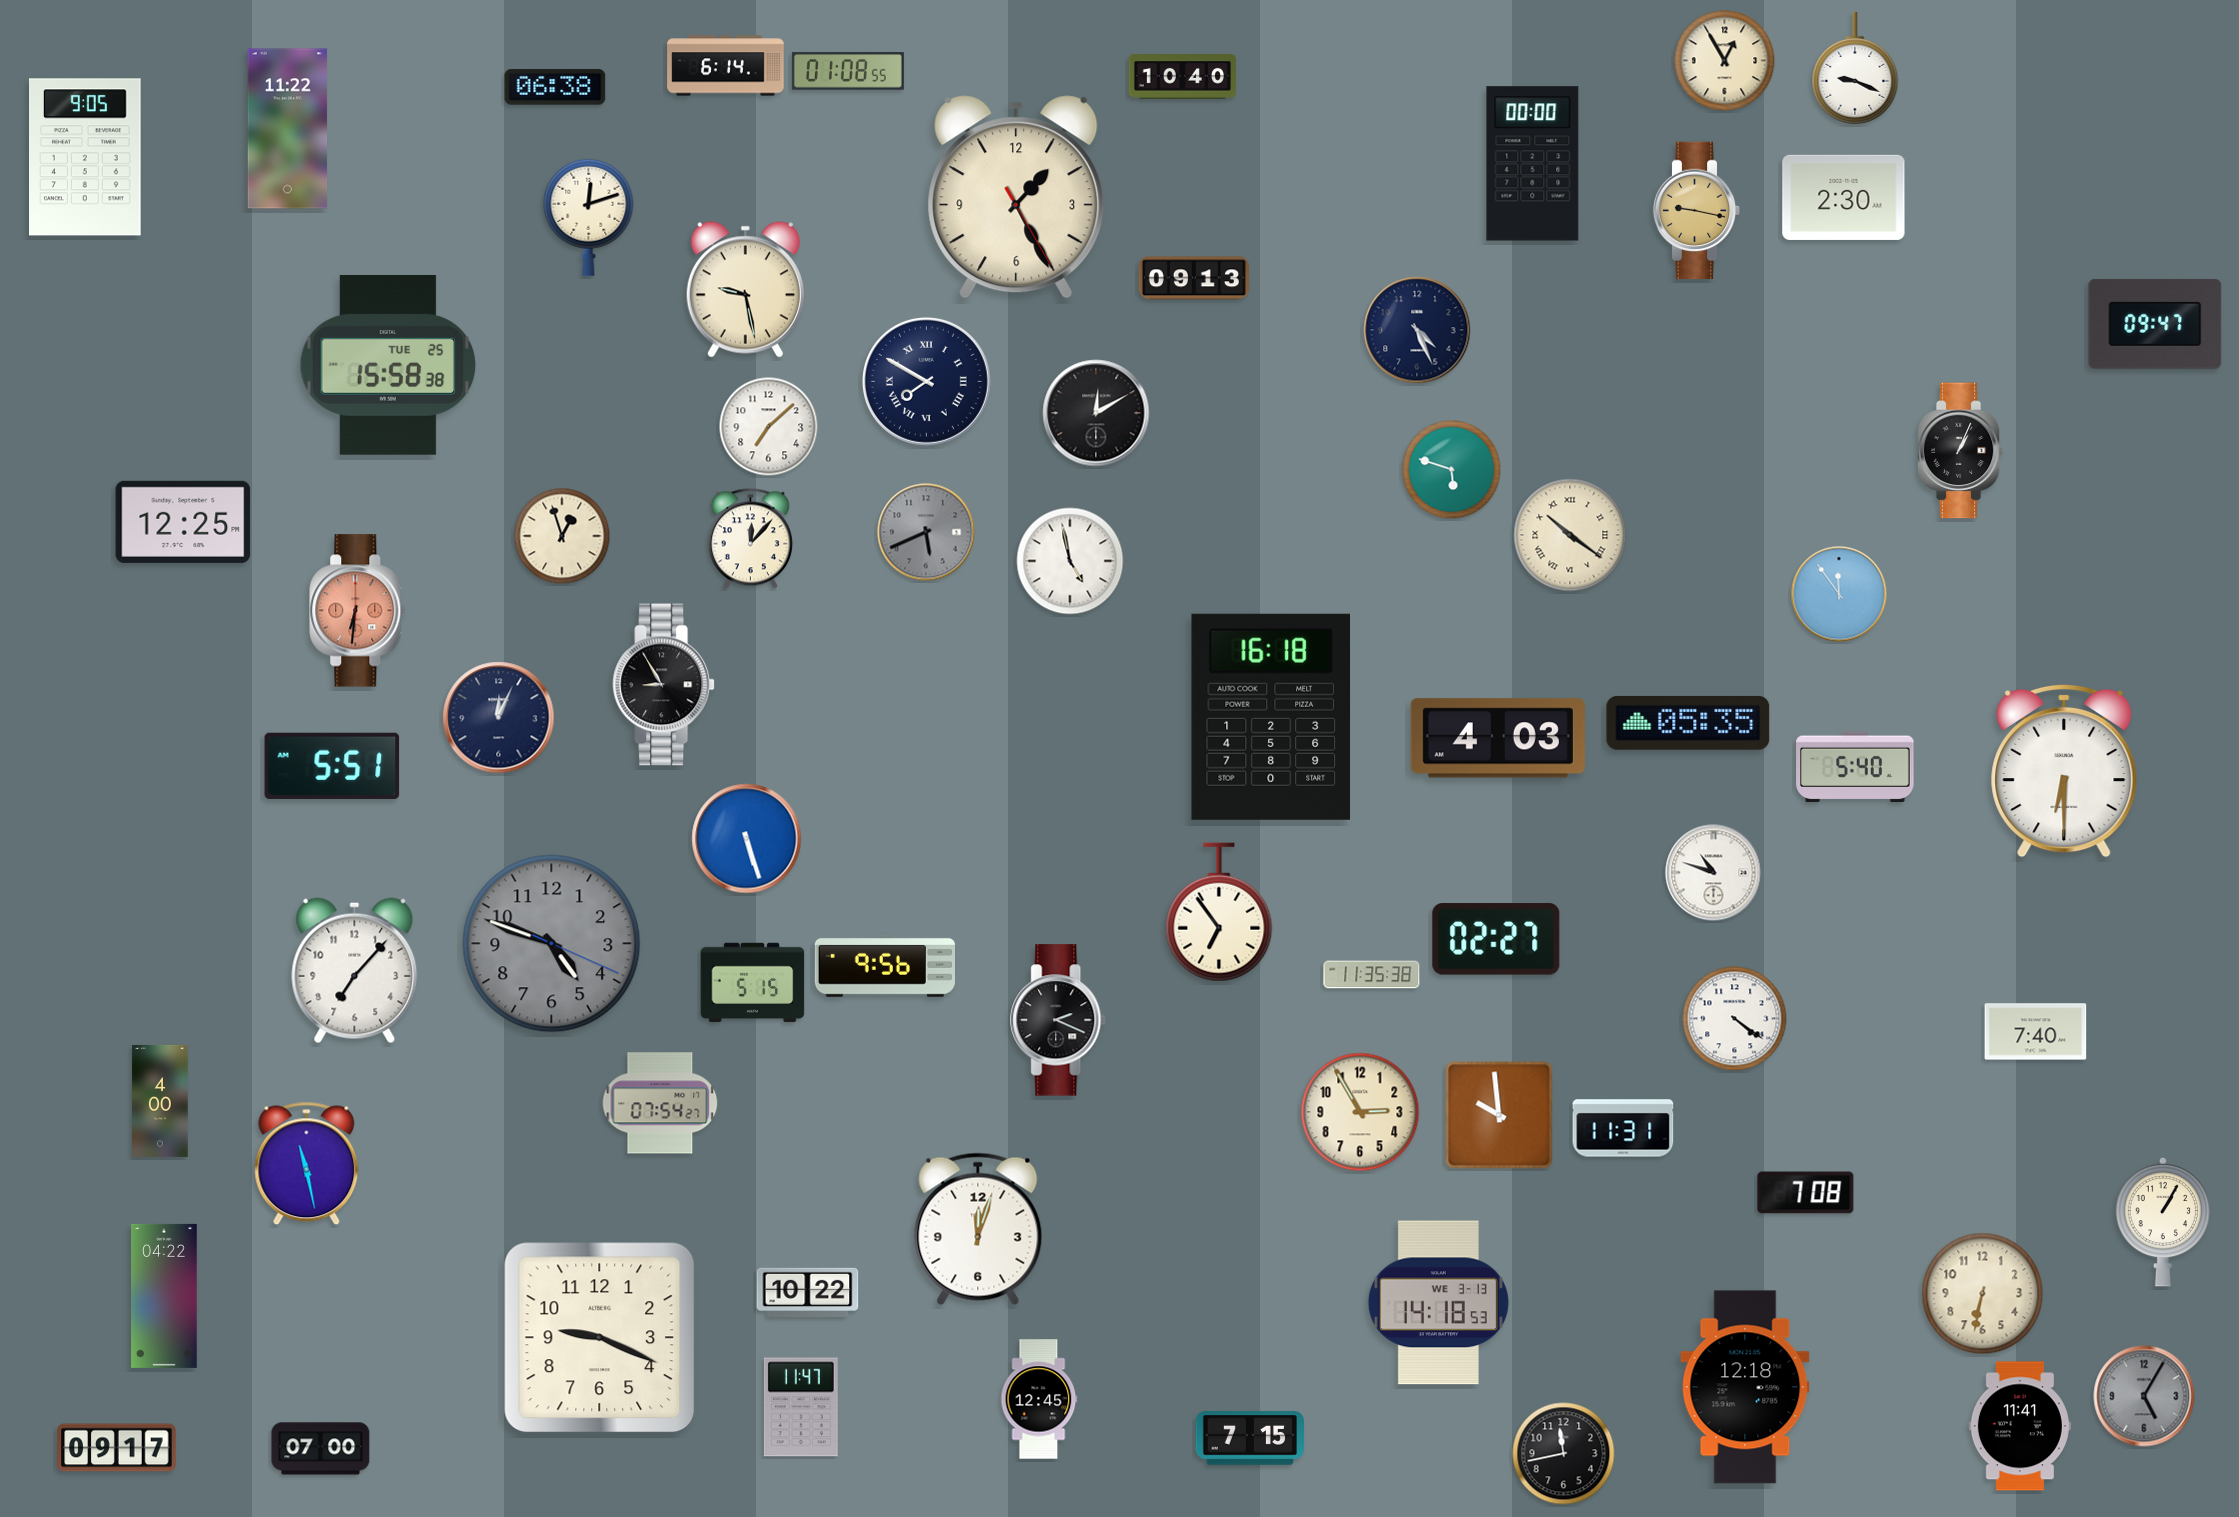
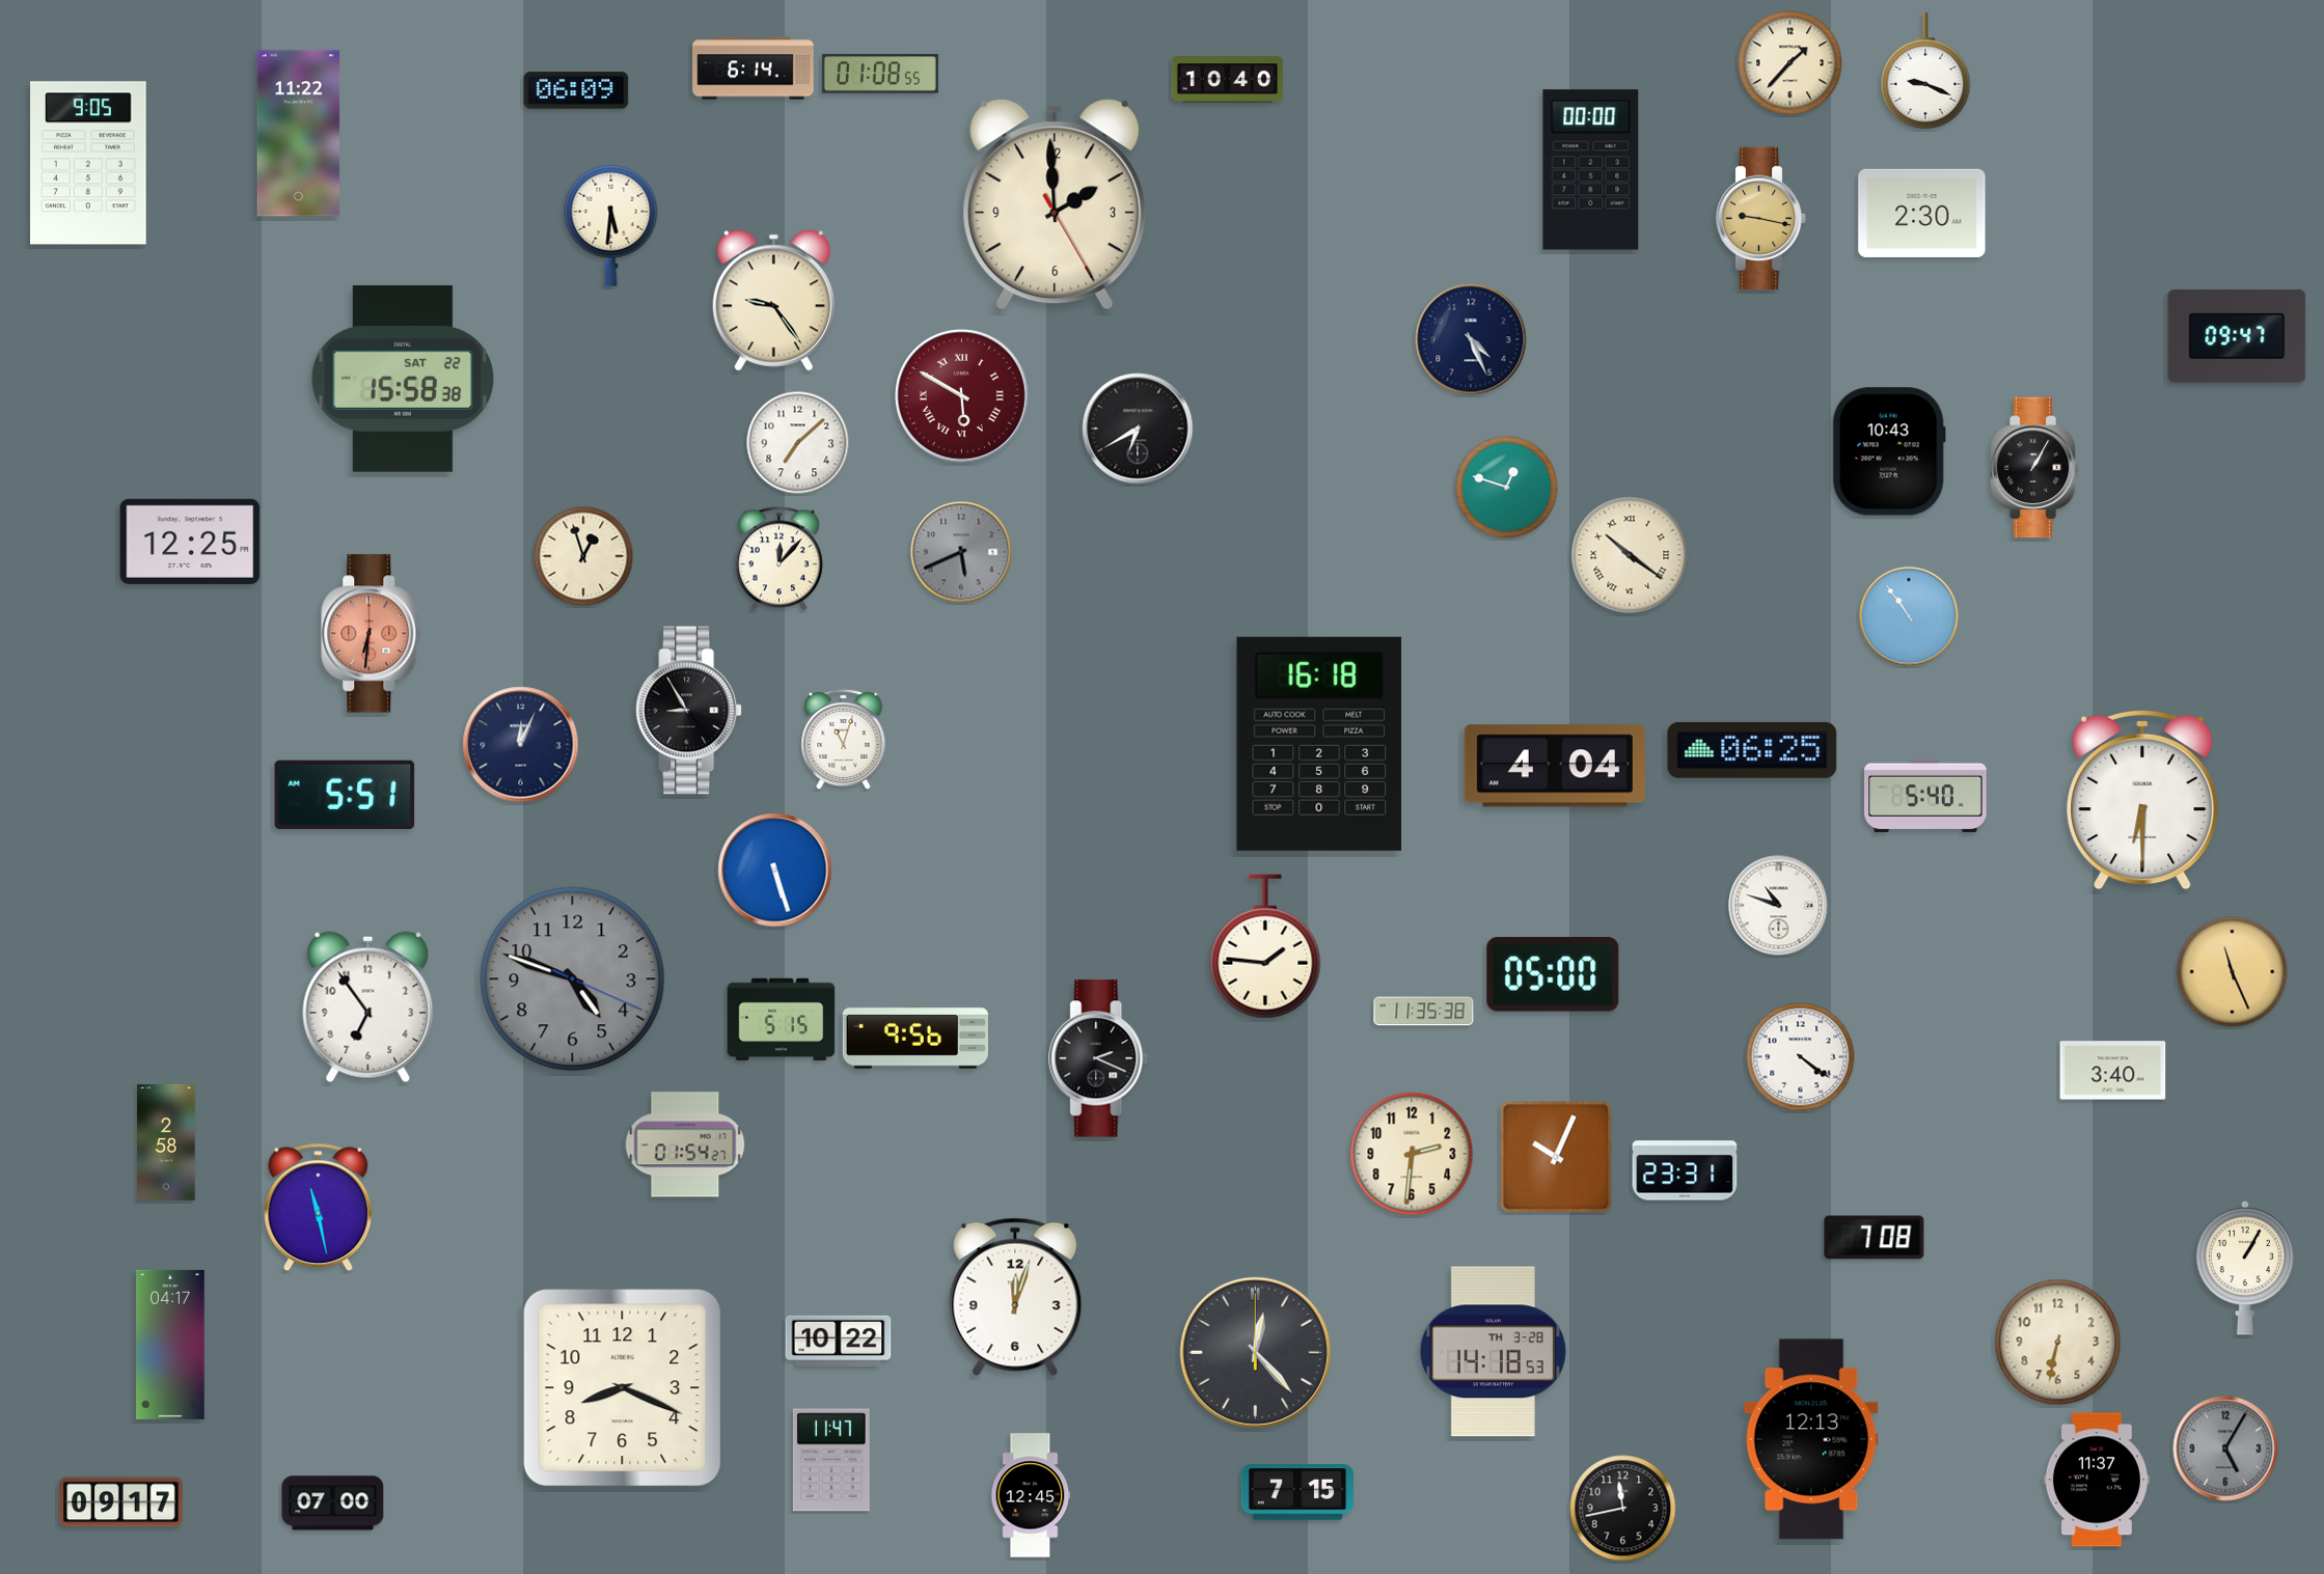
clock at (1725, 61): 12:55 -> 1:37
clock at (555, 87): 06:38 -> 06:09
clock at (1016, 197): 1:25 -> 1:59
clock at (1844, 197) position: (1844, 197) -> (1922, 213)
clock at (589, 217): 12:12 -> 5:31
clock at (1194, 278): 09:13 -> none
clock at (745, 290): 9:28 -> 9:24
clock at (1417, 330) position: (1417, 330) -> (1471, 339)
clock at (388, 365) date: TUE 25 -> SAT 22
clock at (926, 381): 7:50 -> 5:50
clock at (926, 381) dial: navy -> burgundy
clock at (1096, 413): 12:10 -> 6:40
clock at (1889, 451): none -> 10:43
clock at (1960, 451): 1:04 -> 1:05
clock at (1452, 470): 5:48 -> 12:48
clock at (1070, 561): 4:58 -> none
clock at (1839, 594): 11:54 -> 10:54
clock at (844, 740): none -> 11:03
clock at (499, 718) position: (499, 718) -> (521, 745)
clock at (1688, 723): 05:35 -> 06:25
clock at (1498, 738): 4:03 -> 4:04
clock at (1219, 912): 6:54 -> 1:46
clock at (2233, 972): none -> 11:26
clock at (1496, 939): 02:27 -> 05:00
clock at (885, 966) position: (885, 966) -> (915, 1037)
clock at (355, 971): 7:07 -> 6:54
clock at (2036, 1032): 7:40 -> 3:40
clock at (160, 1101): 4:00 -> 2:58
clock at (660, 1103): 07:54 -> 01:54
clock at (1360, 1112): 2:55 -> 2:31
clock at (1499, 1115): 9:59 -> 10:04
clock at (1623, 1128): 11:31 -> 23:31
clock at (978, 1229) position: (978, 1229) -> (1015, 1297)
clock at (164, 1296): 04:22 -> 04:17
clock at (1255, 1352): none -> 12:23
clock at (1438, 1303) date: WE 3-13 -> TH 3-28
clock at (600, 1338): 9:19 -> 8:19
clock at (1745, 1387): 12:18 -> 12:13
clock at (1039, 1399) position: (1039, 1399) -> (1031, 1495)
clock at (2020, 1426): 11:41 -> 11:37
